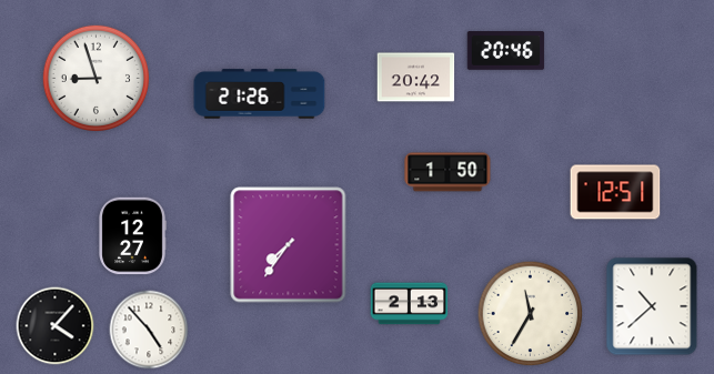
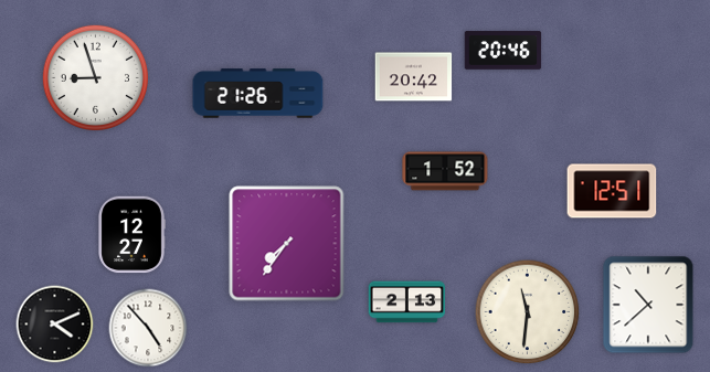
clock at (447, 172): 1:50 -> 1:52
clock at (531, 314): 11:35 -> 11:31
clock at (56, 326): 4:07 -> 4:11
